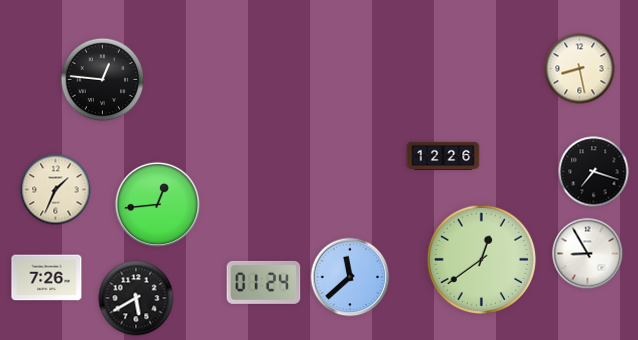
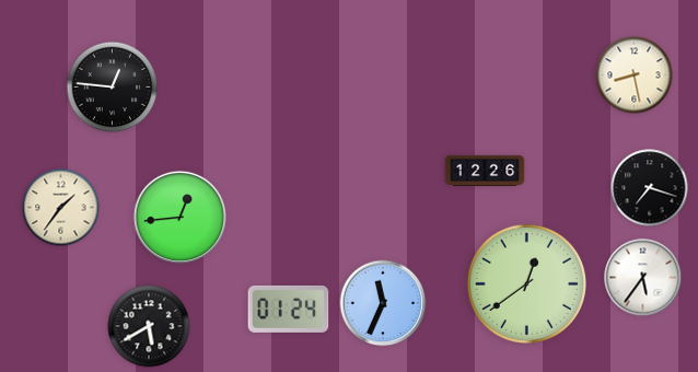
clock at (56, 190): 1:34 -> 1:36
clock at (157, 204) position: (157, 204) -> (179, 217)
clock at (588, 254): 8:55 -> 5:36
clock at (350, 277): 11:38 -> 11:34
clock at (47, 278): 7:26 -> none
